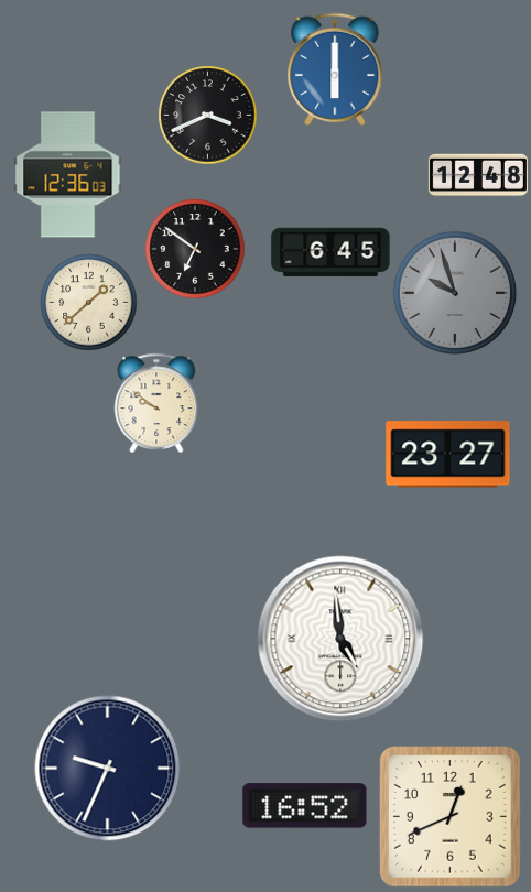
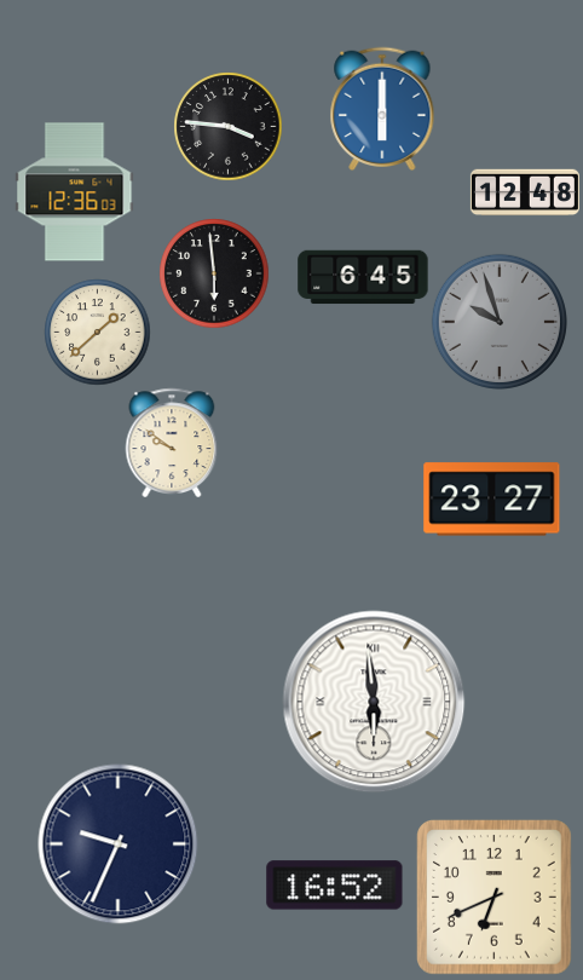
clock at (335, 69) position: (335, 69) -> (382, 109)
clock at (207, 115): 3:41 -> 3:46
clock at (195, 249): 6:51 -> 5:59
clock at (340, 639): 4:59 -> 5:59
clock at (451, 817): 12:41 -> 6:41
